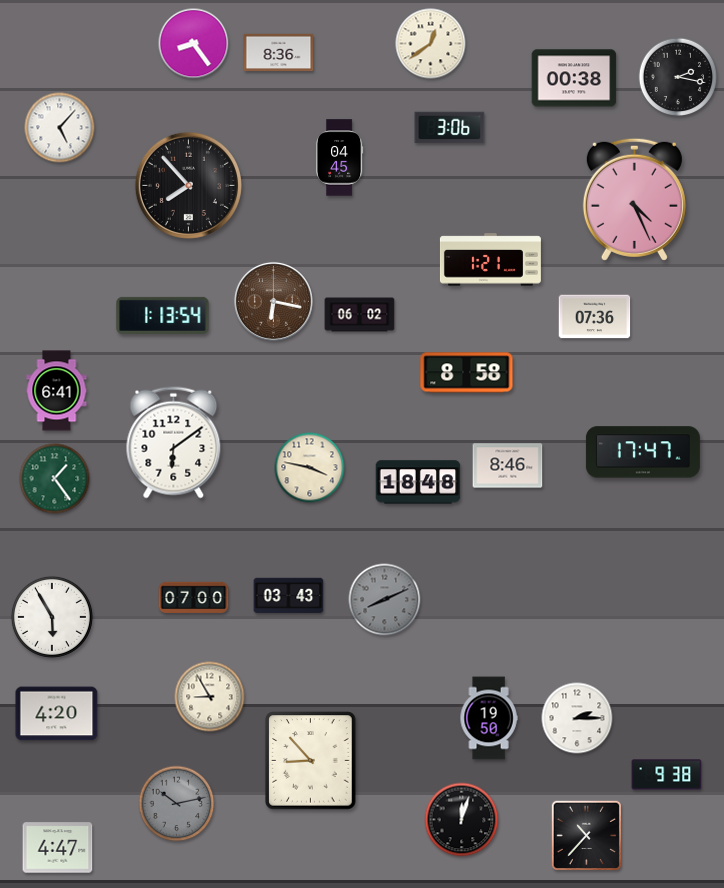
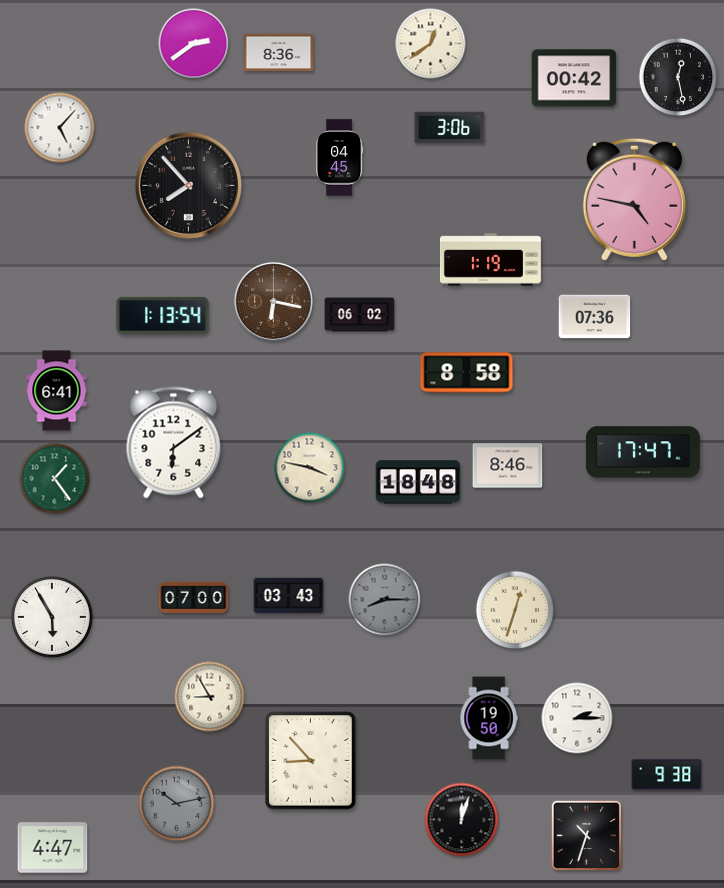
clock at (194, 44): 8:24 -> 2:39
clock at (678, 77): 2:17 -> 12:28
clock at (574, 78): 00:38 -> 00:42
clock at (634, 199): 4:26 -> 4:47
clock at (490, 260): 1:21 -> 1:19
clock at (385, 600): 8:11 -> 8:15
clock at (515, 610): none -> 12:33
clock at (57, 714): 4:20 -> none
clock at (587, 836): 10:37 -> 10:33
clock at (58, 848) position: (58, 848) -> (53, 848)
